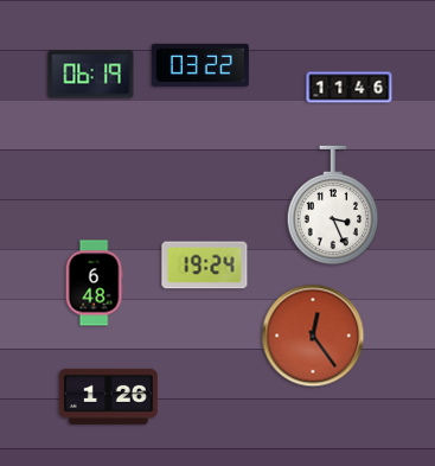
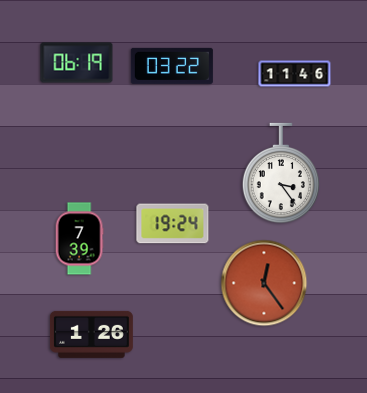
clock at (200, 65) position: (200, 65) -> (172, 66)
clock at (332, 205): 3:26 -> 3:24
clock at (94, 283): 6:48 -> 7:39
